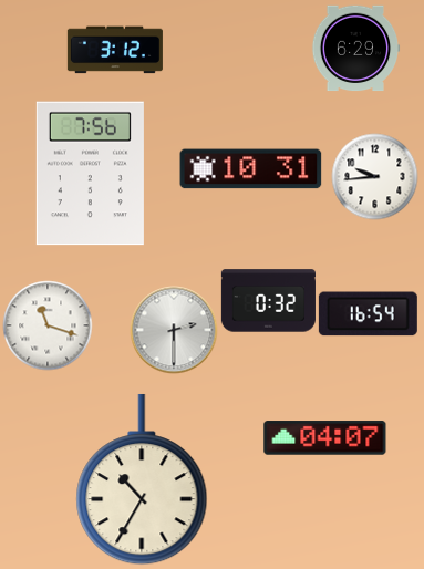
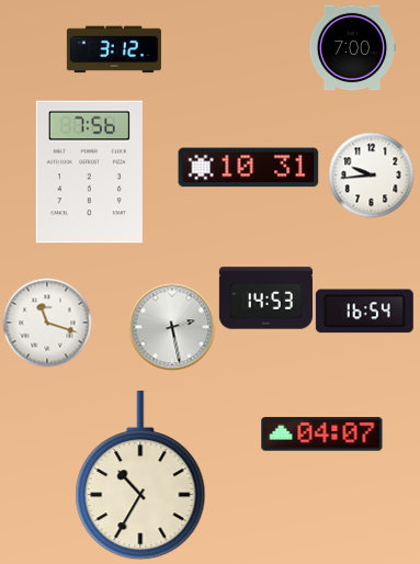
clock at (355, 49): 6:29 -> 7:00
clock at (268, 301): 0:32 -> 14:53
clock at (174, 330): 2:30 -> 2:28
